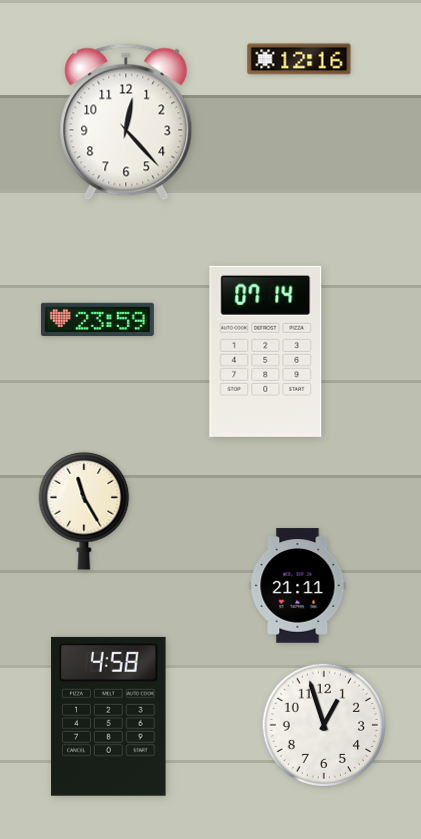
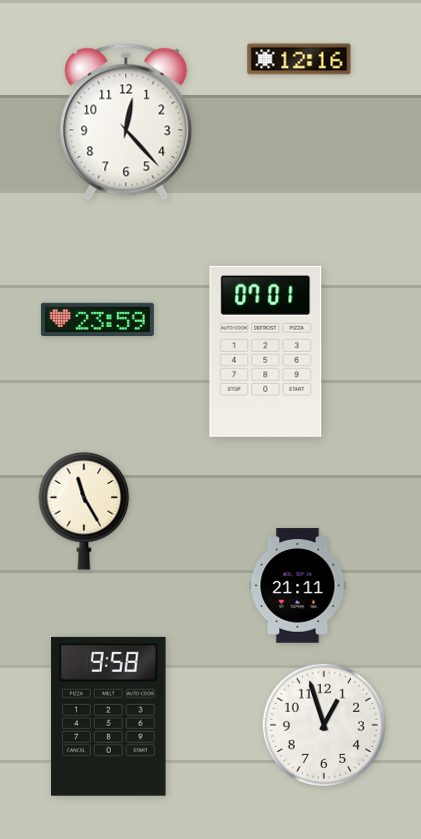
clock at (266, 351): 07:14 -> 07:01
clock at (109, 716): 4:58 -> 9:58
